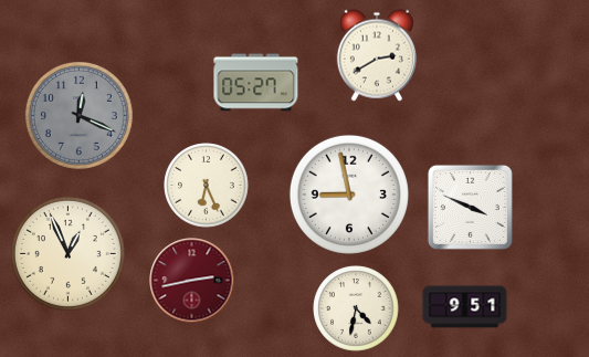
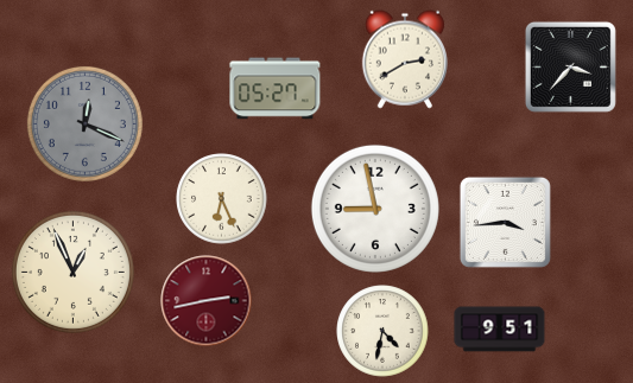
clock at (570, 66): none -> 3:37
clock at (470, 207): 3:49 -> 3:44
